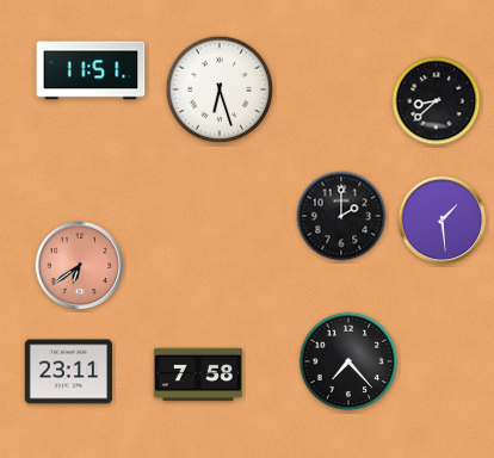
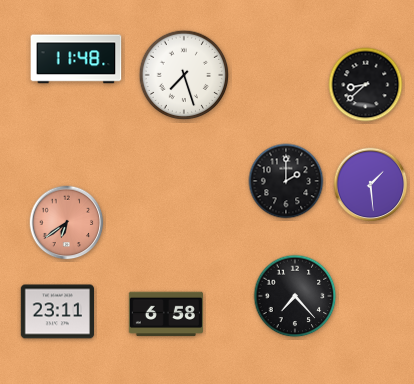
clock at (91, 70): 11:51 -> 11:48
clock at (220, 89): 6:27 -> 7:27
clock at (348, 361) position: (348, 361) -> (295, 296)
clock at (198, 375): 7:58 -> 6:58
